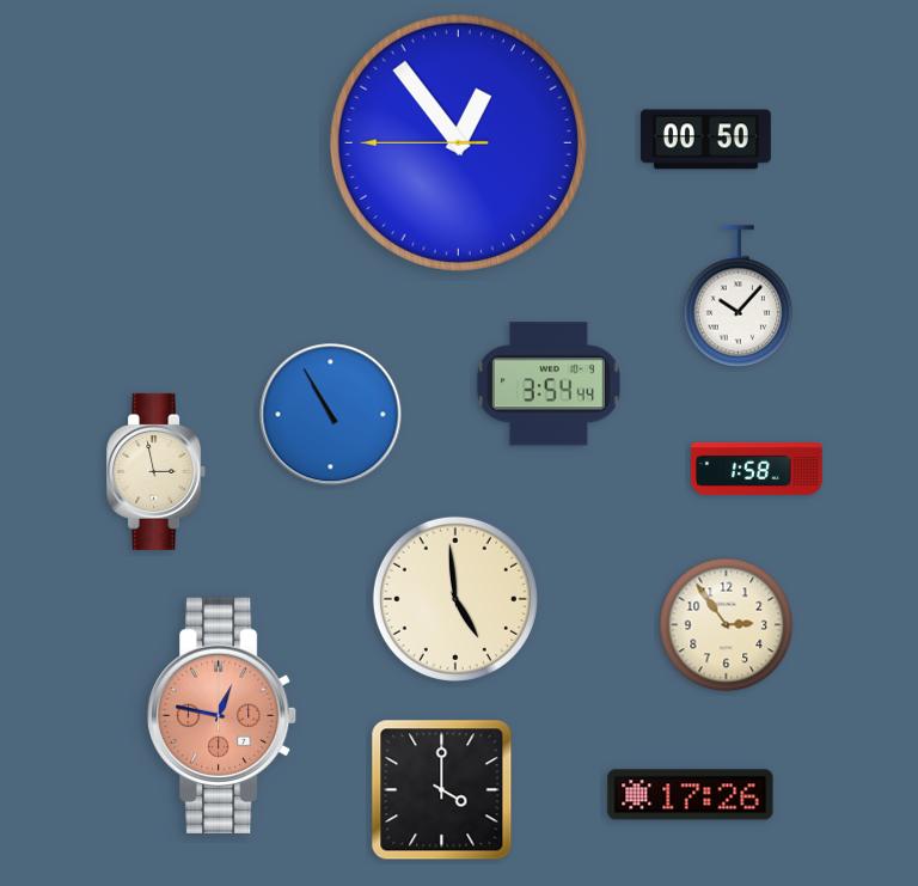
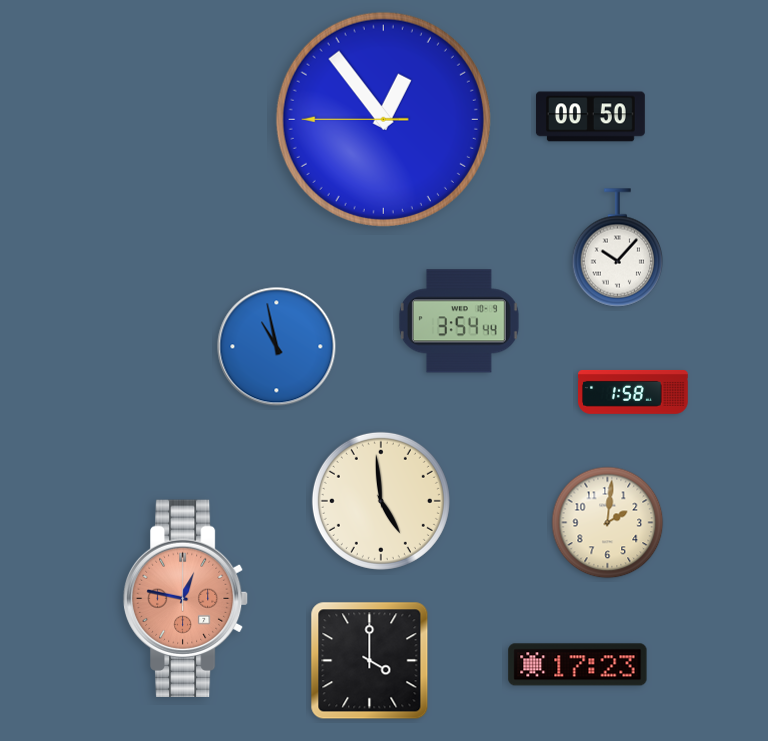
clock at (331, 415): 10:55 -> 10:58
clock at (157, 471): 2:58 -> none
clock at (727, 625): 2:54 -> 2:01
clock at (691, 795): 17:26 -> 17:23
